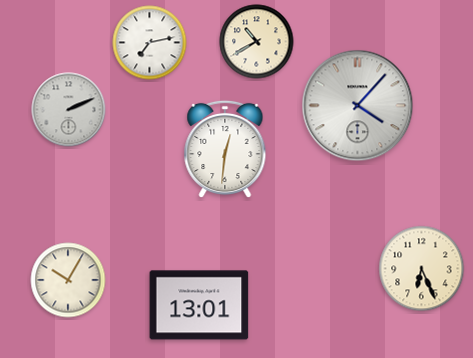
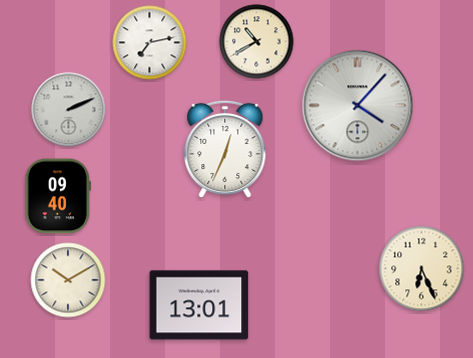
clock at (225, 149): 12:31 -> 12:34
clock at (58, 196): none -> 09:40
clock at (68, 280): 10:05 -> 10:10
